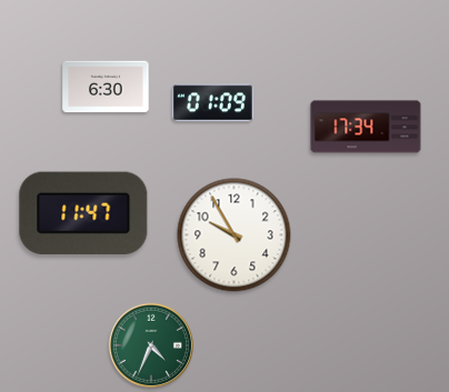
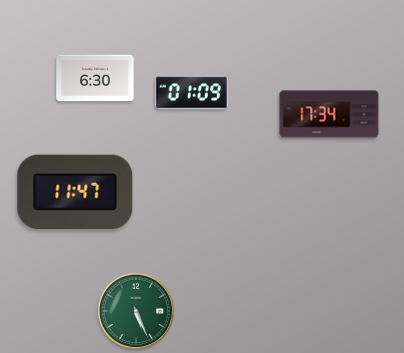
clock at (235, 235): 9:55 -> none
clock at (150, 344): 4:34 -> 5:26
